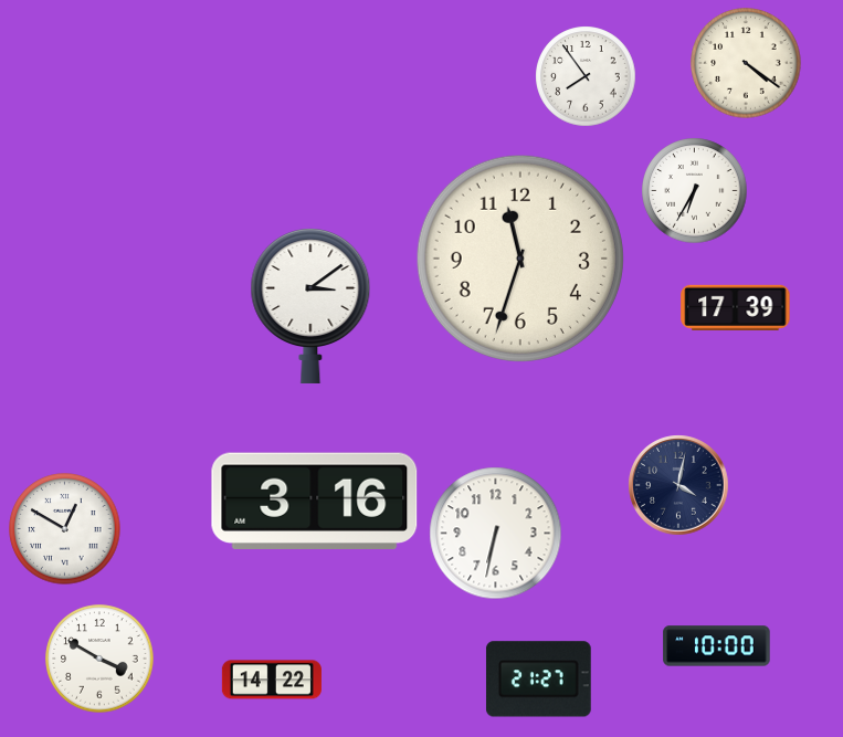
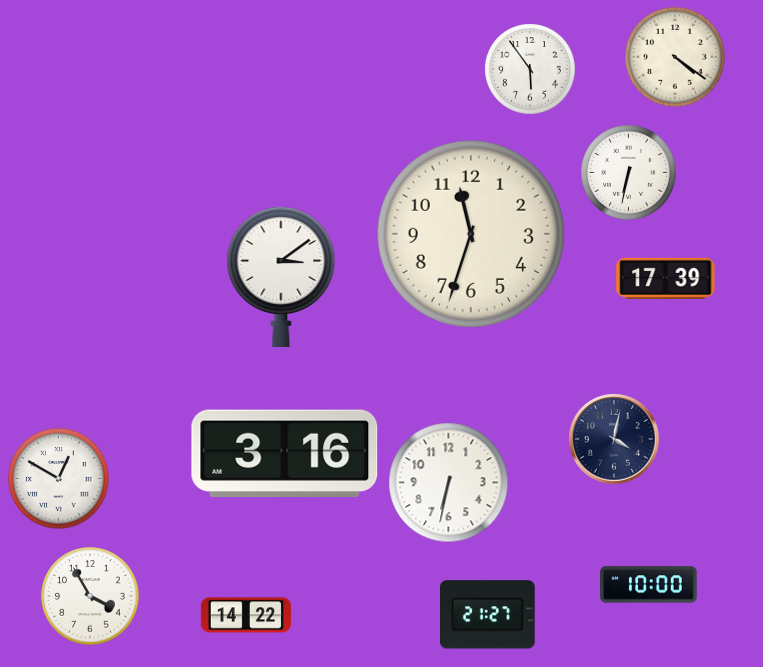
clock at (586, 76): 7:54 -> 5:54
clock at (695, 191): 6:35 -> 6:32
clock at (99, 659): 3:50 -> 3:55
